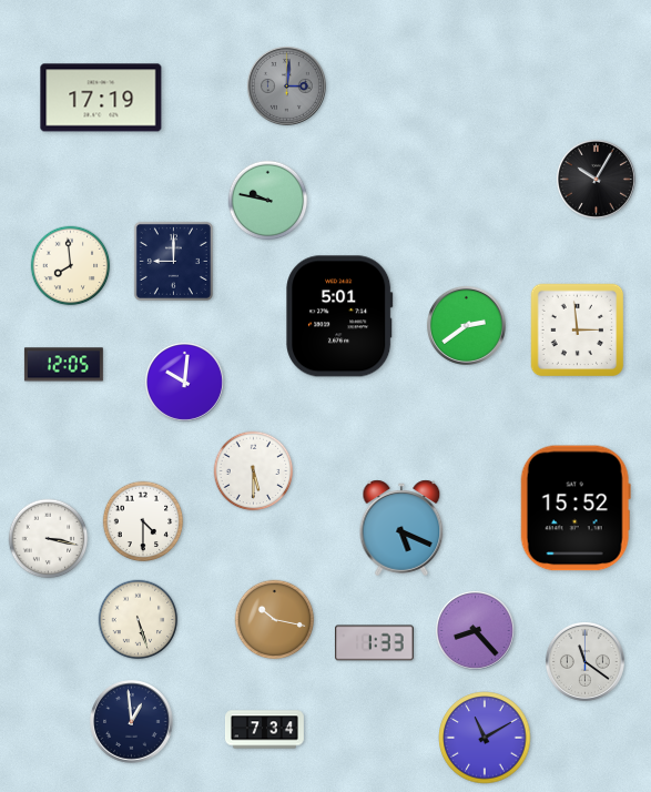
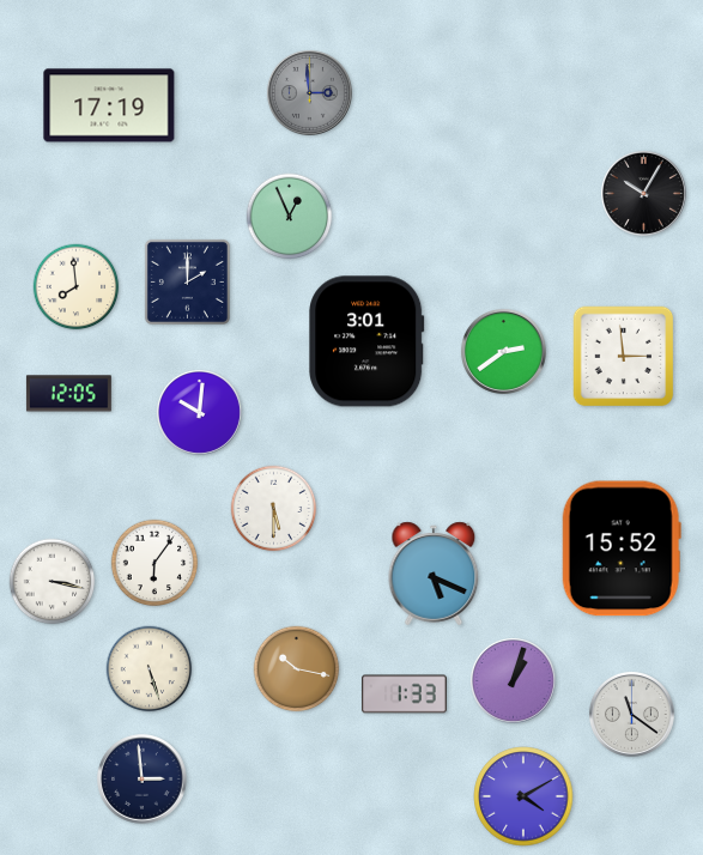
clock at (286, 85): 3:01 -> 2:59
clock at (268, 201): 9:47 -> 12:56
clock at (173, 261): 9:00 -> 2:00
clock at (339, 316): 5:01 -> 3:01
clock at (143, 521): 4:30 -> 6:06
clock at (401, 528) position: (401, 528) -> (434, 574)
clock at (475, 630): 8:23 -> 1:03
clock at (132, 722): 12:59 -> 2:59
clock at (264, 730): 7:34 -> none
clock at (485, 738): 11:10 -> 4:10
